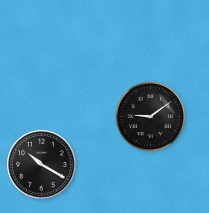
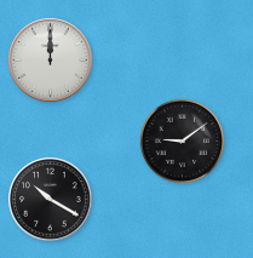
clock at (51, 61): none -> 12:00
